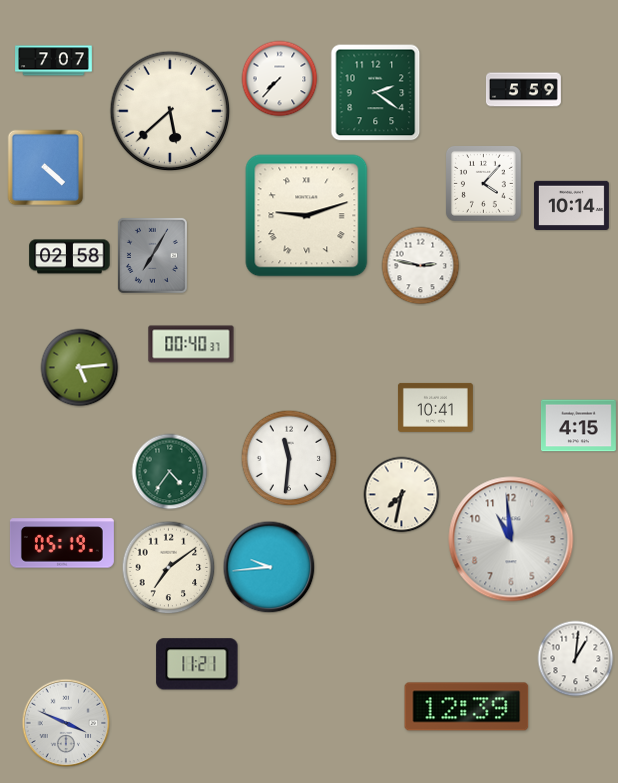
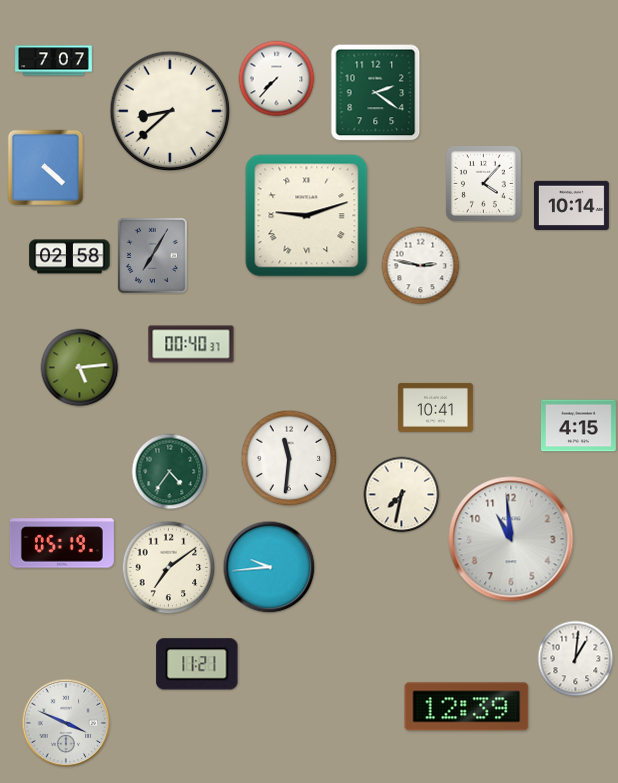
clock at (280, 79) position: (280, 79) -> (277, 79)
clock at (523, 90): 5:59 -> none
clock at (170, 111): 5:38 -> 8:38
